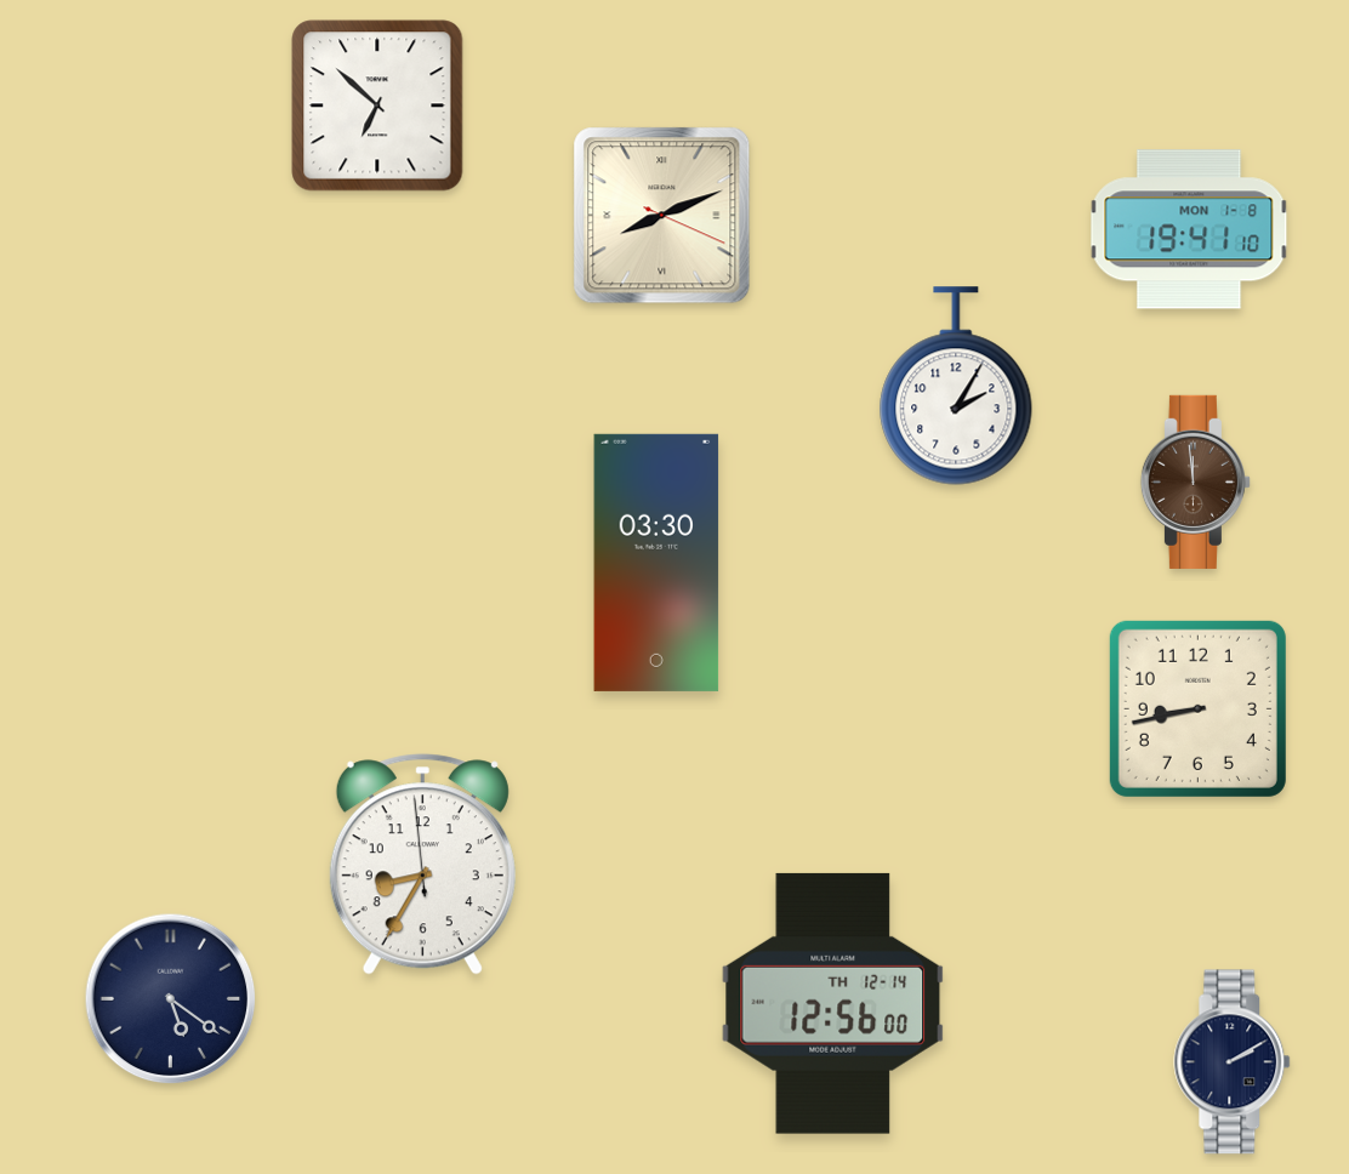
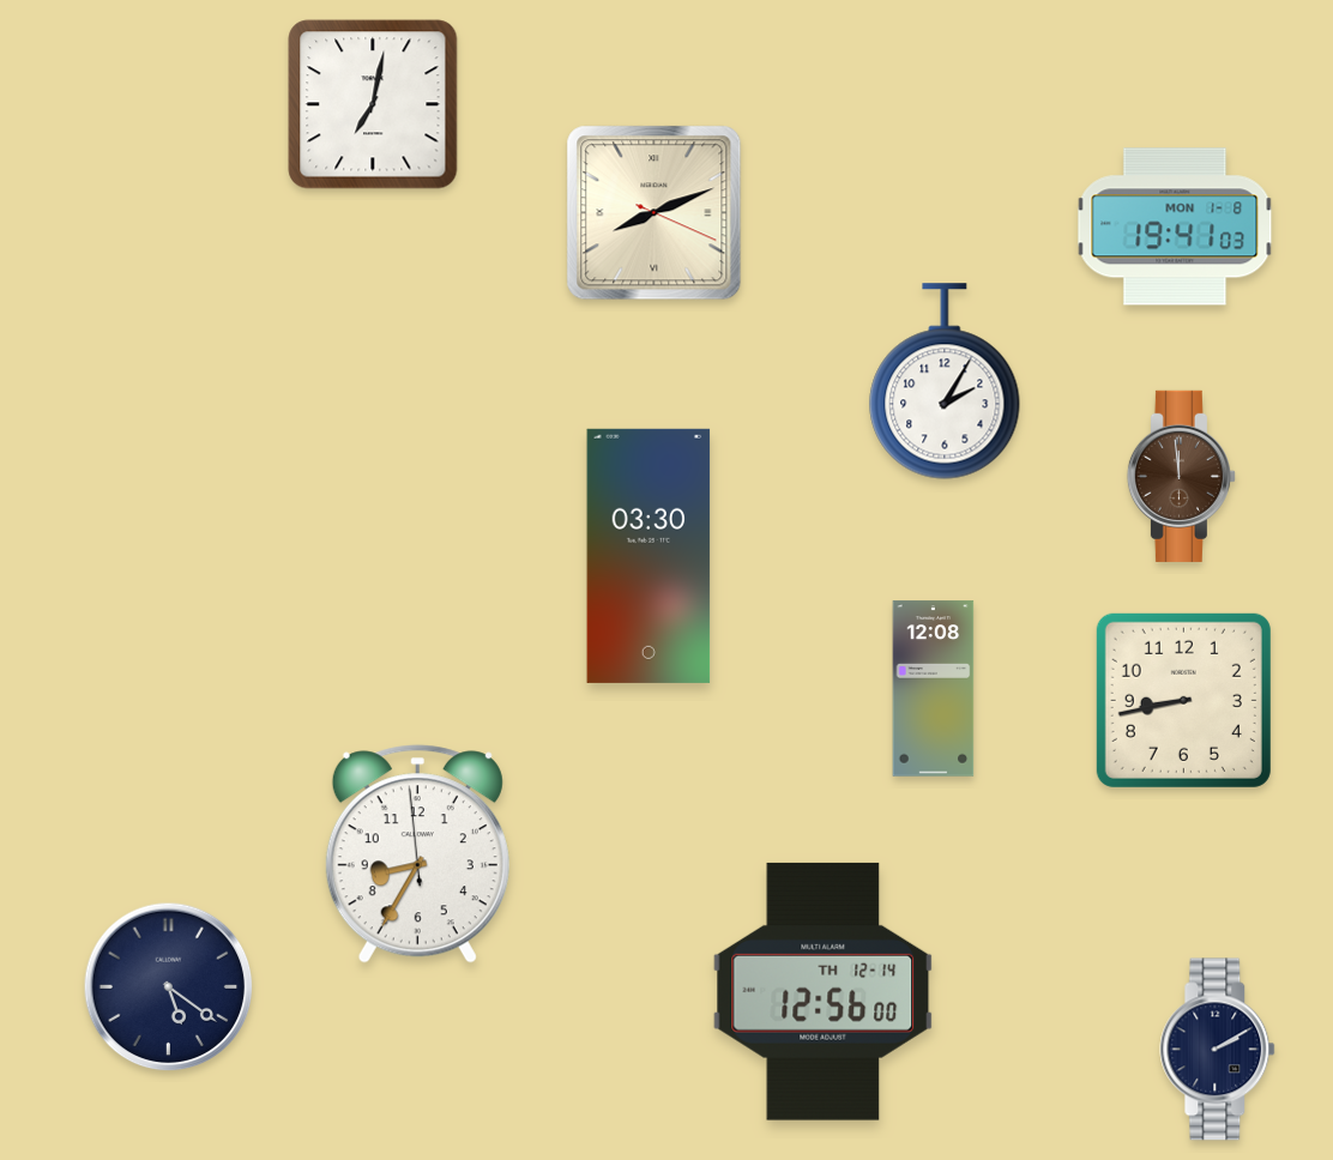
clock at (377, 106): 6:52 -> 7:02
clock at (1189, 229): 19:41:10 -> 19:41:03
clock at (934, 689): none -> 12:08
